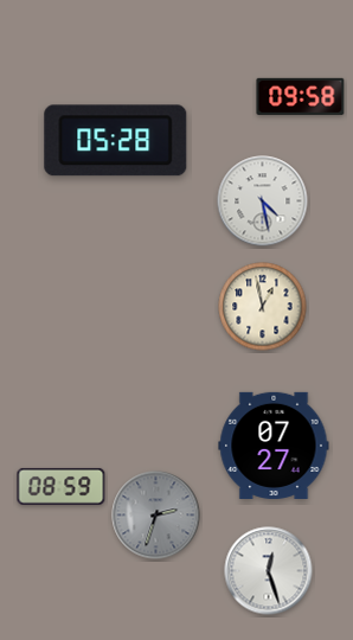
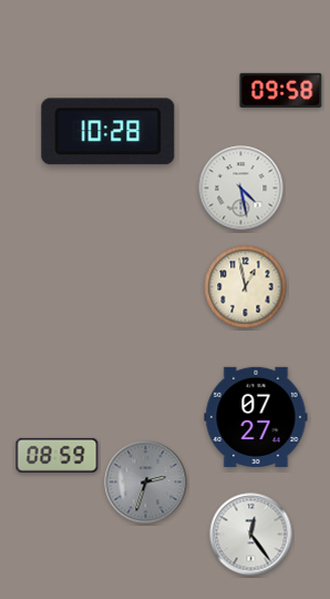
clock at (116, 141): 05:28 -> 10:28
clock at (263, 201) position: (263, 201) -> (241, 189)
clock at (269, 571): 12:27 -> 12:24
